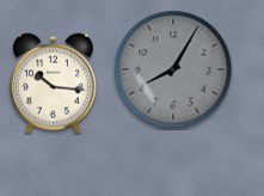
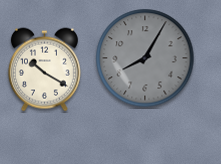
clock at (53, 84): 10:16 -> 10:20
